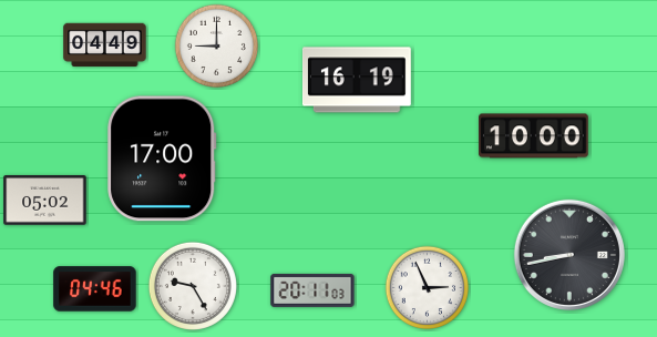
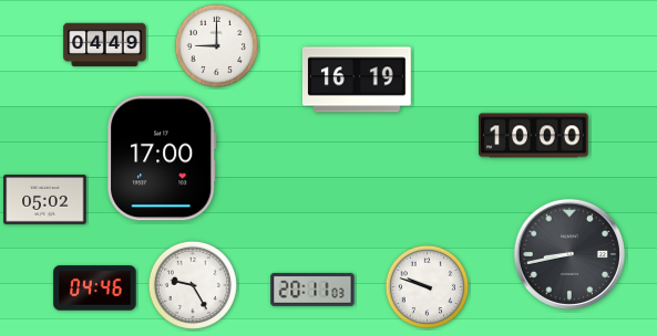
clock at (427, 287): 2:56 -> 9:48
